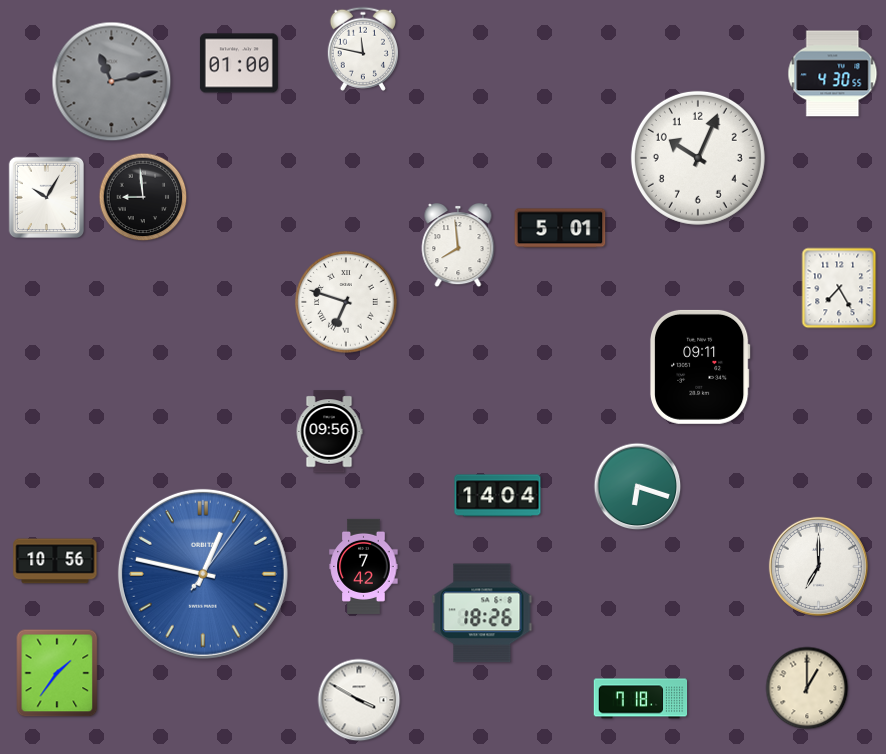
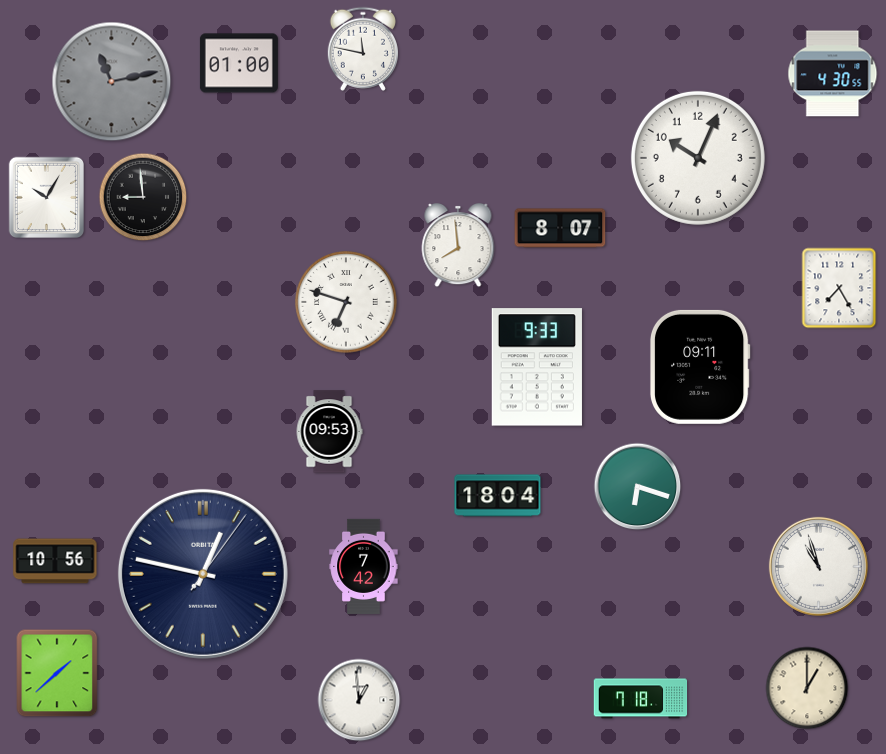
clock at (560, 228): 5:01 -> 8:07
clock at (537, 367): none -> 9:33
clock at (329, 432): 09:56 -> 09:53
clock at (498, 496): 14:04 -> 18:04
clock at (818, 566): 7:00 -> 10:57
clock at (203, 574) dial: blue -> navy
clock at (482, 613): 18:26 -> none
clock at (57, 673): 1:36 -> 1:38
clock at (359, 700): 3:50 -> 12:59
